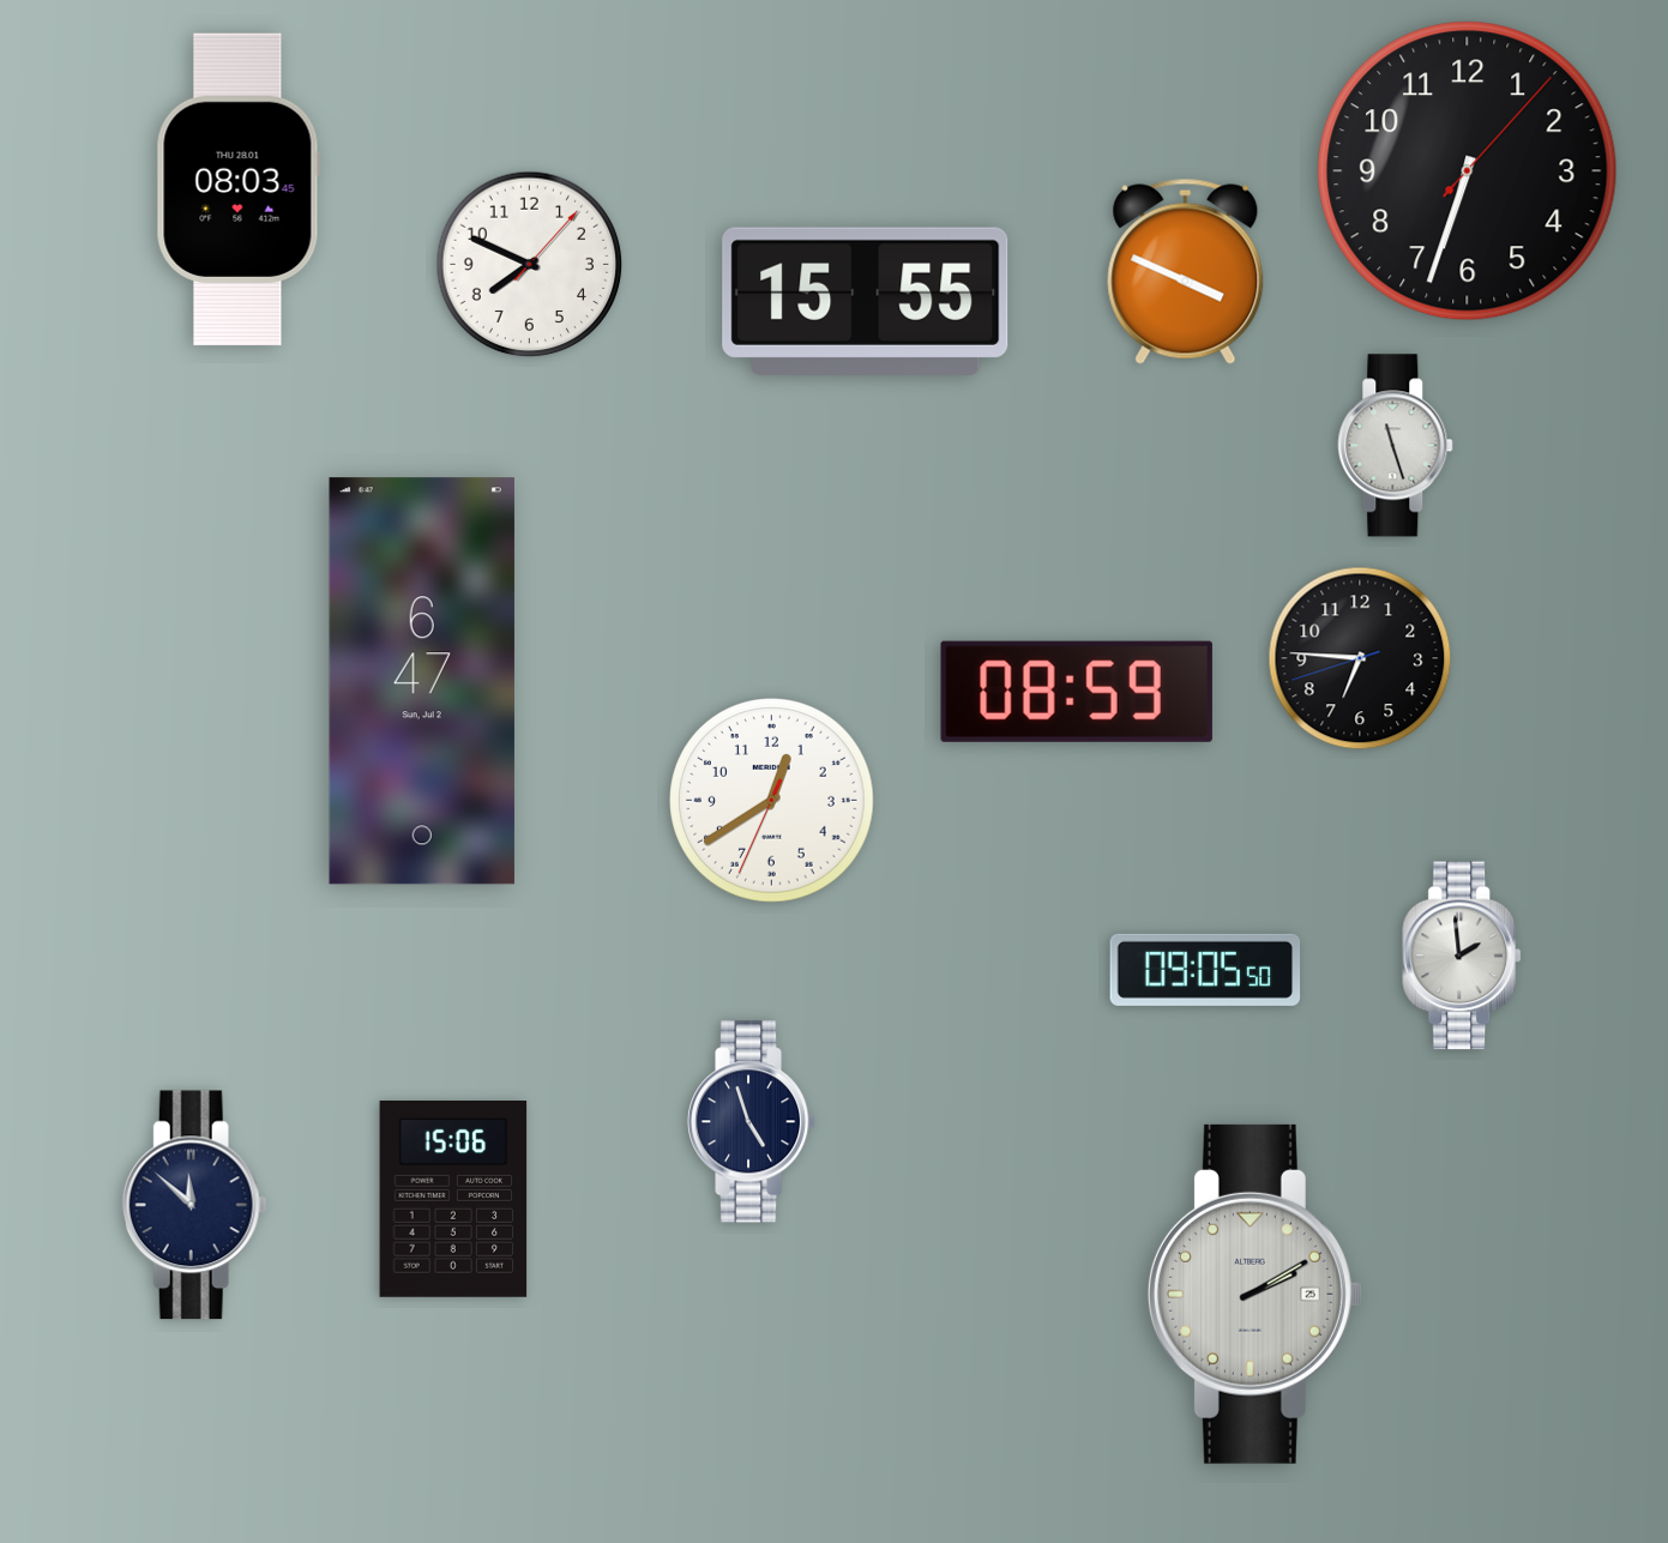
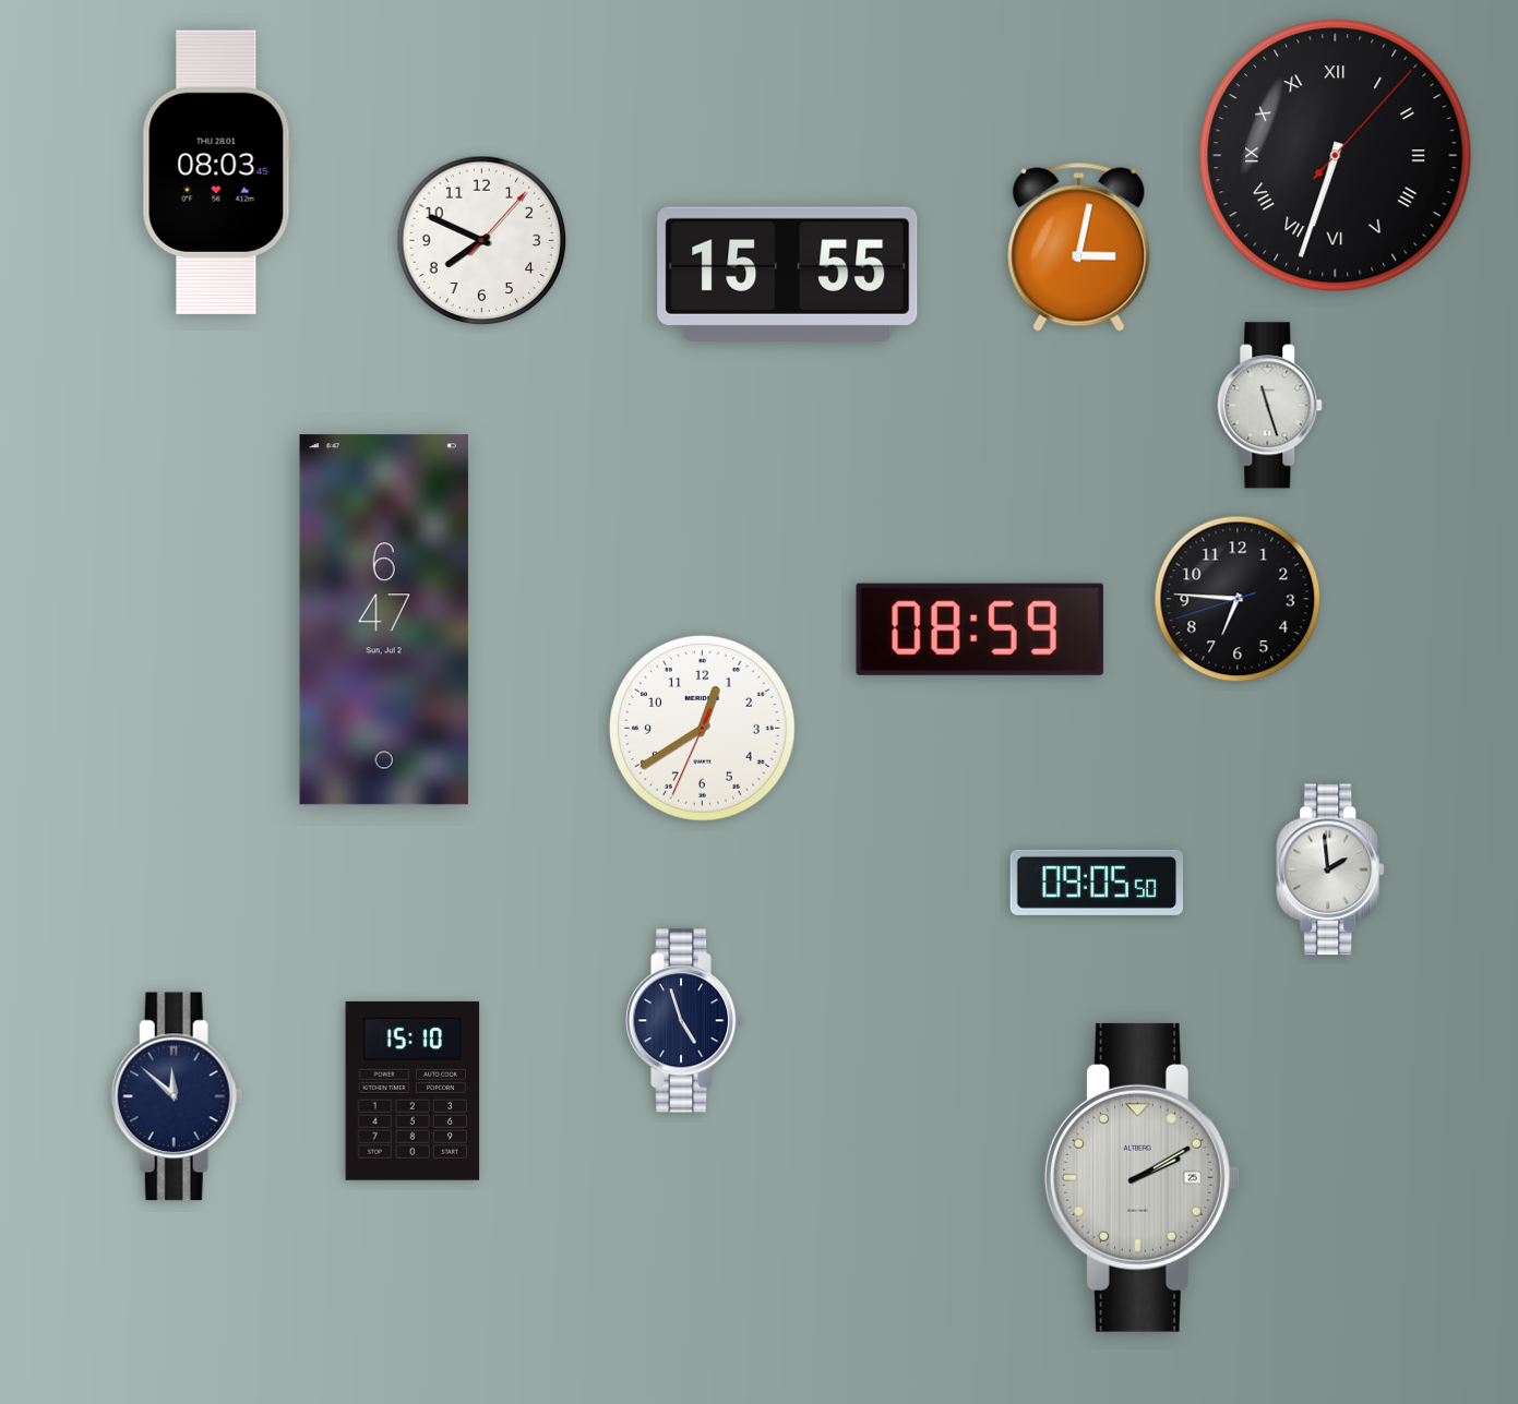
clock at (1468, 171) numerals: Arabic -> Roman
clock at (1186, 271): 3:49 -> 3:02
clock at (453, 1199): 15:06 -> 15:10
